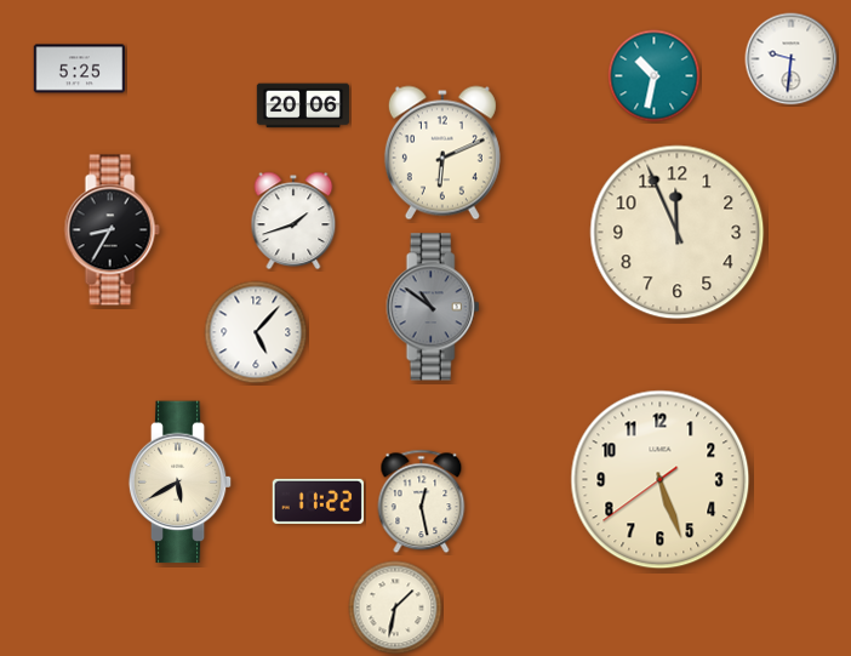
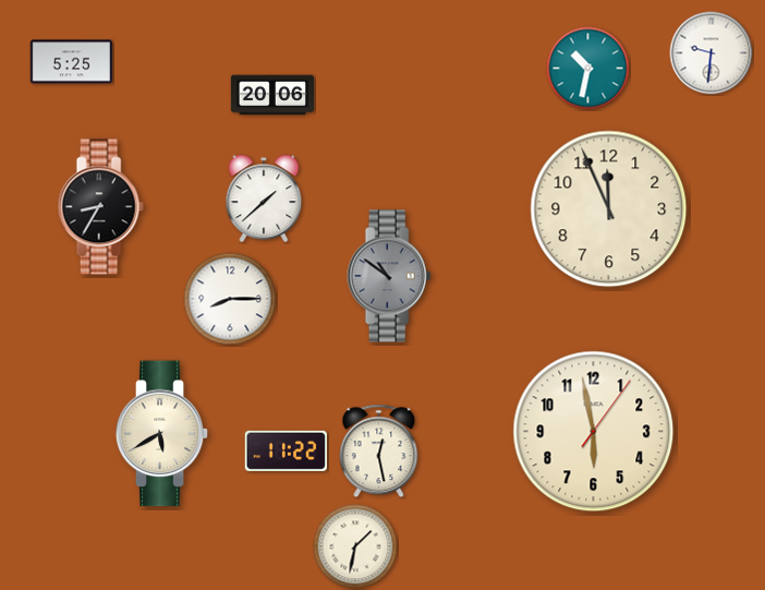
clock at (442, 153): 6:11 -> none
clock at (293, 221): 1:42 -> 1:38
clock at (256, 332): 5:07 -> 8:15
clock at (661, 480): 5:26 -> 5:58
